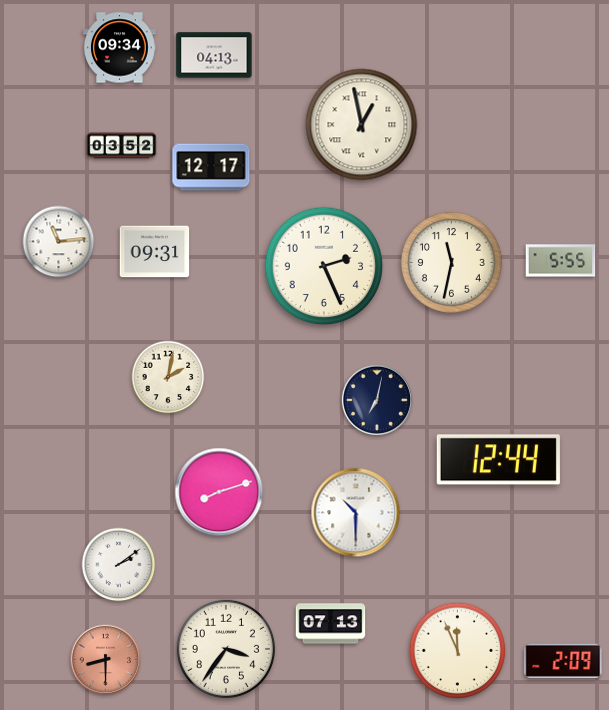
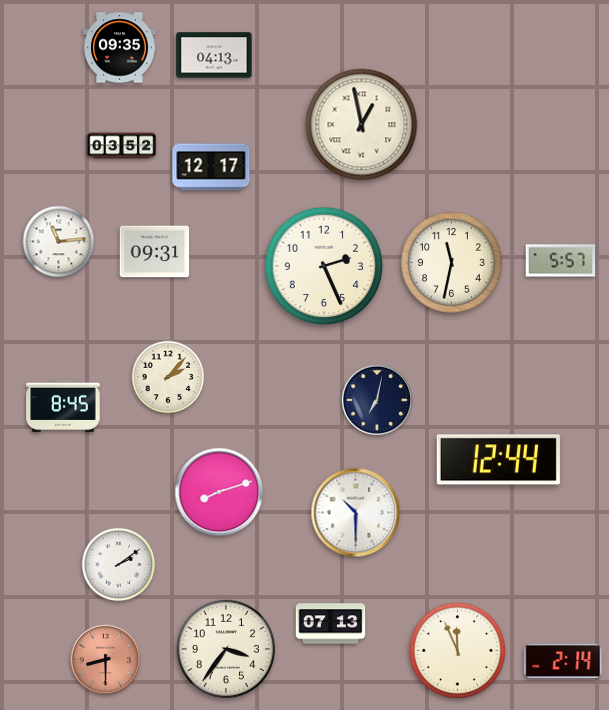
clock at (120, 48): 09:34 -> 09:35
clock at (561, 261): 5:55 -> 5:57
clock at (168, 377): 2:02 -> 2:07
clock at (63, 406): none -> 8:45
clock at (563, 660): 2:09 -> 2:14
